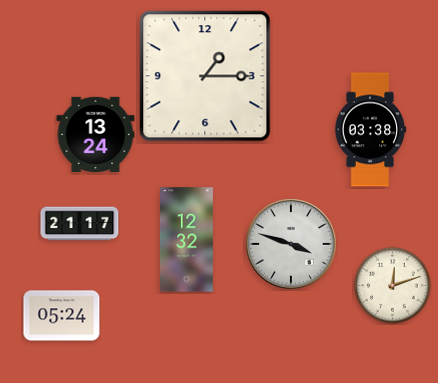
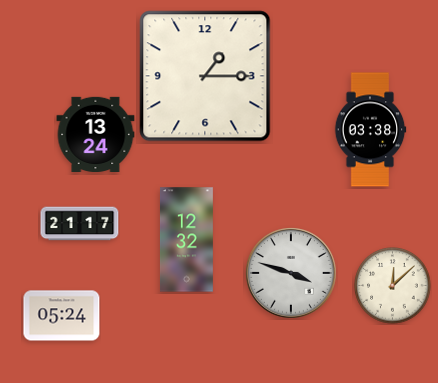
clock at (292, 245) position: (292, 245) -> (292, 274)
clock at (393, 286): 12:12 -> 12:08
